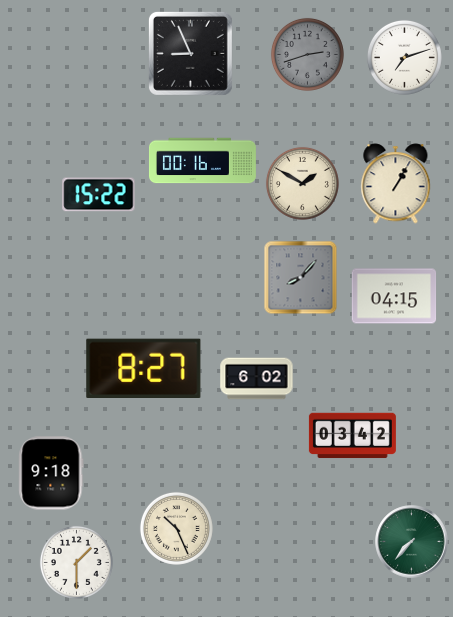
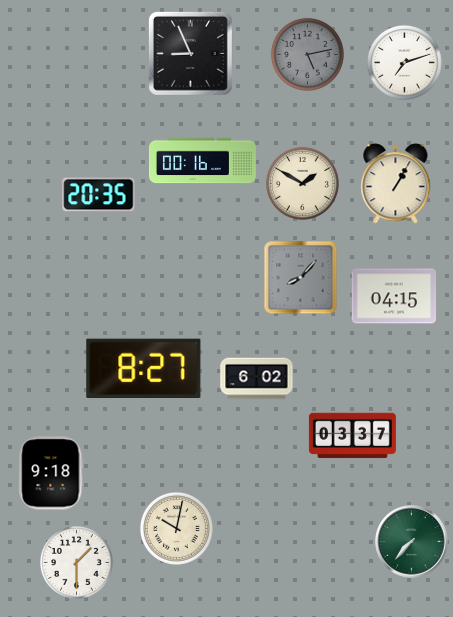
clock at (307, 54): 2:42 -> 5:13
clock at (404, 57) position: (404, 57) -> (404, 62)
clock at (99, 195): 15:22 -> 20:35
clock at (352, 436): 03:42 -> 03:37
clock at (176, 528): 10:26 -> 10:02
